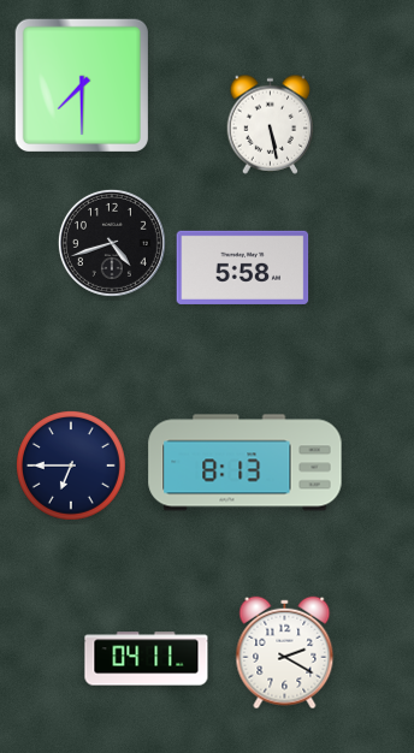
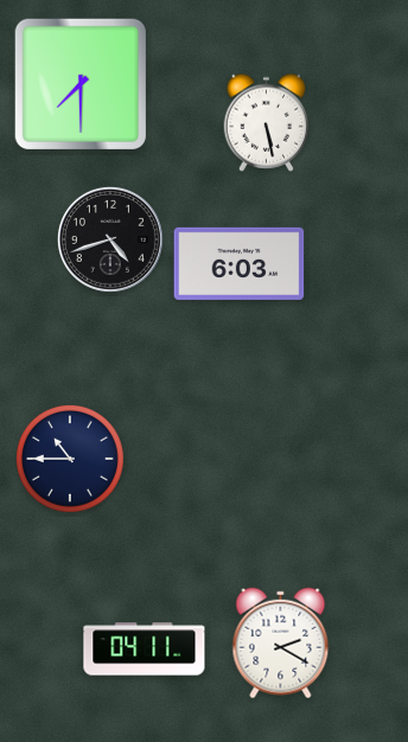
clock at (243, 267): 5:58 -> 6:03
clock at (246, 463): 8:13 -> none
clock at (71, 466): 6:45 -> 10:45
